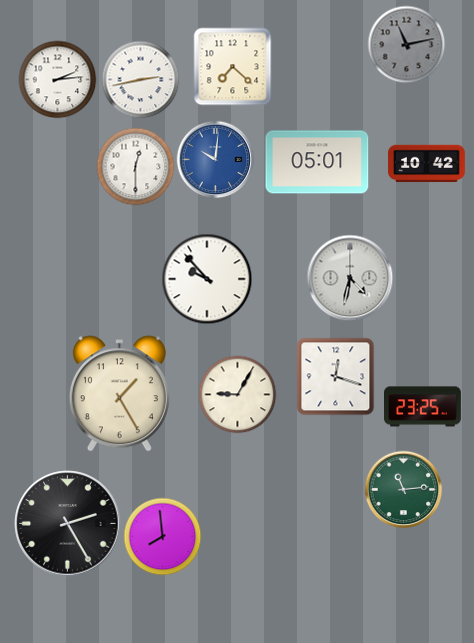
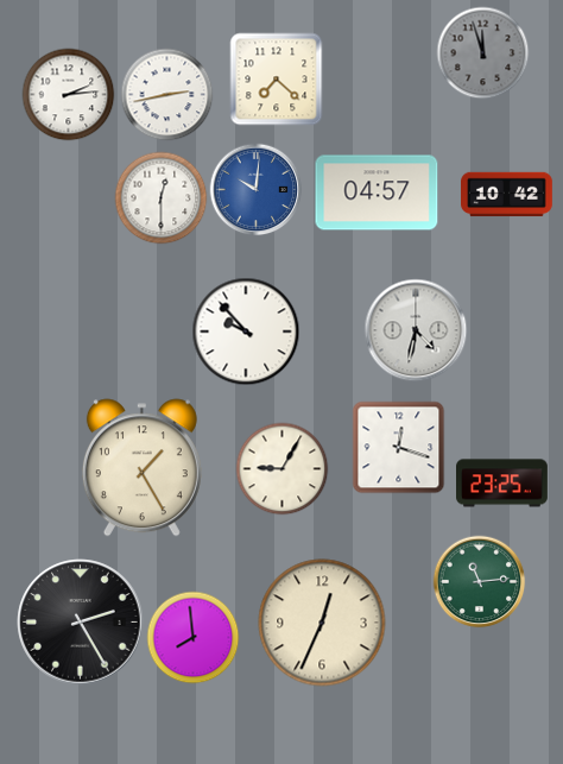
clock at (406, 44): 11:13 -> 11:57
clock at (317, 162): 05:01 -> 04:57
clock at (322, 623): none -> 12:34
